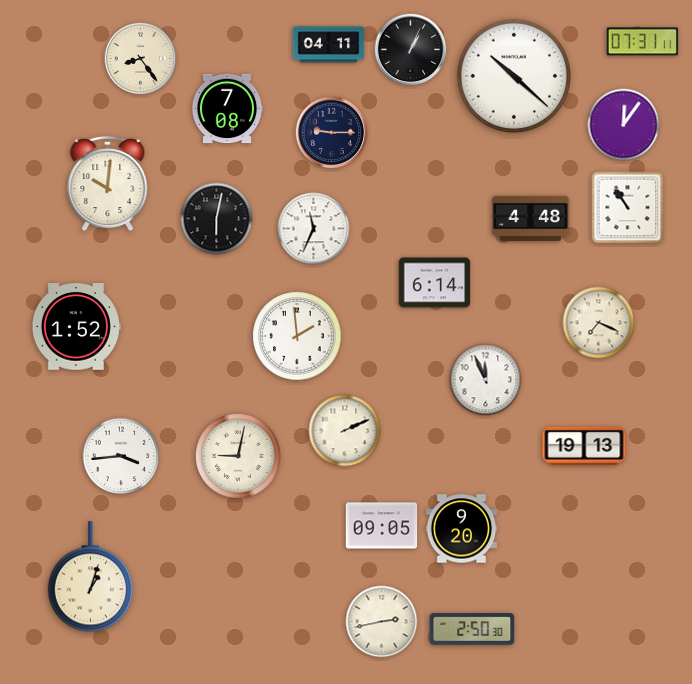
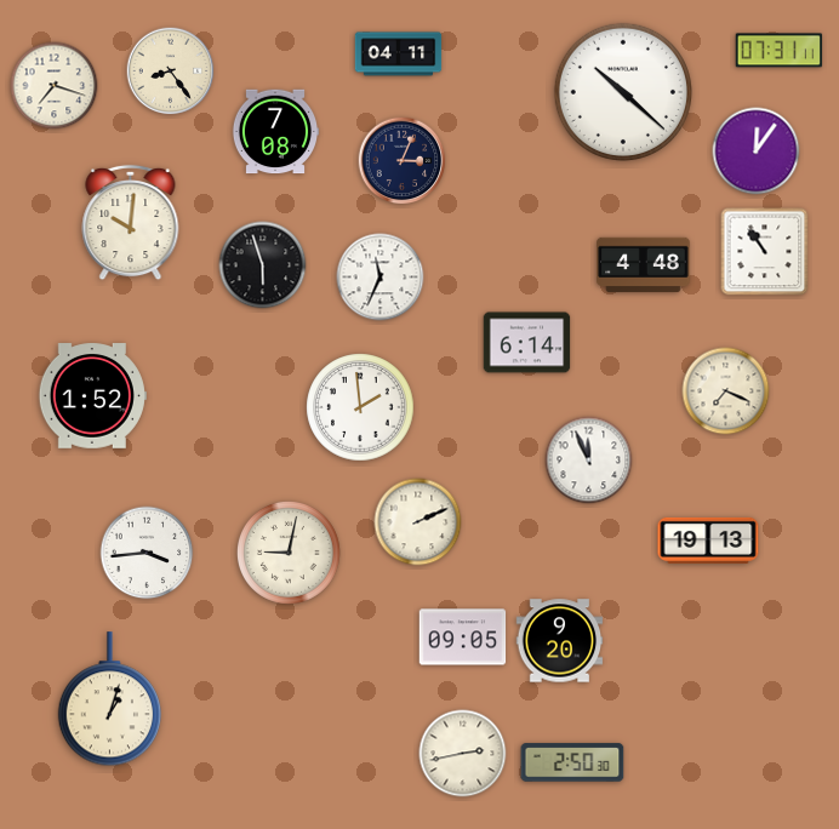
clock at (411, 50): 1:04 -> none
clock at (55, 86): none -> 7:18
clock at (332, 133): 9:15 -> 3:04
clock at (628, 208) position: (628, 208) -> (765, 252)
clock at (217, 219): 6:02 -> 5:57
